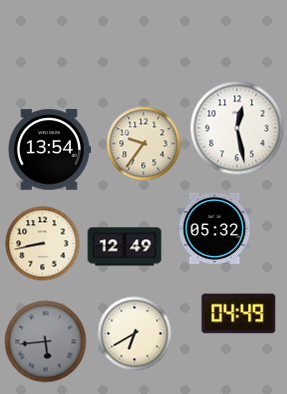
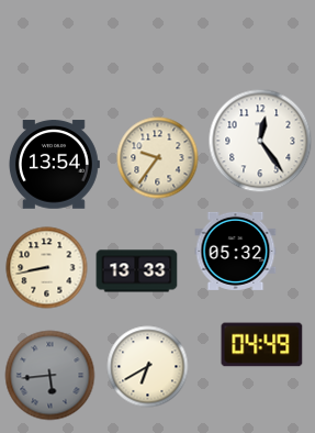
clock at (237, 128): 12:28 -> 12:24
clock at (125, 247): 12:49 -> 13:33
